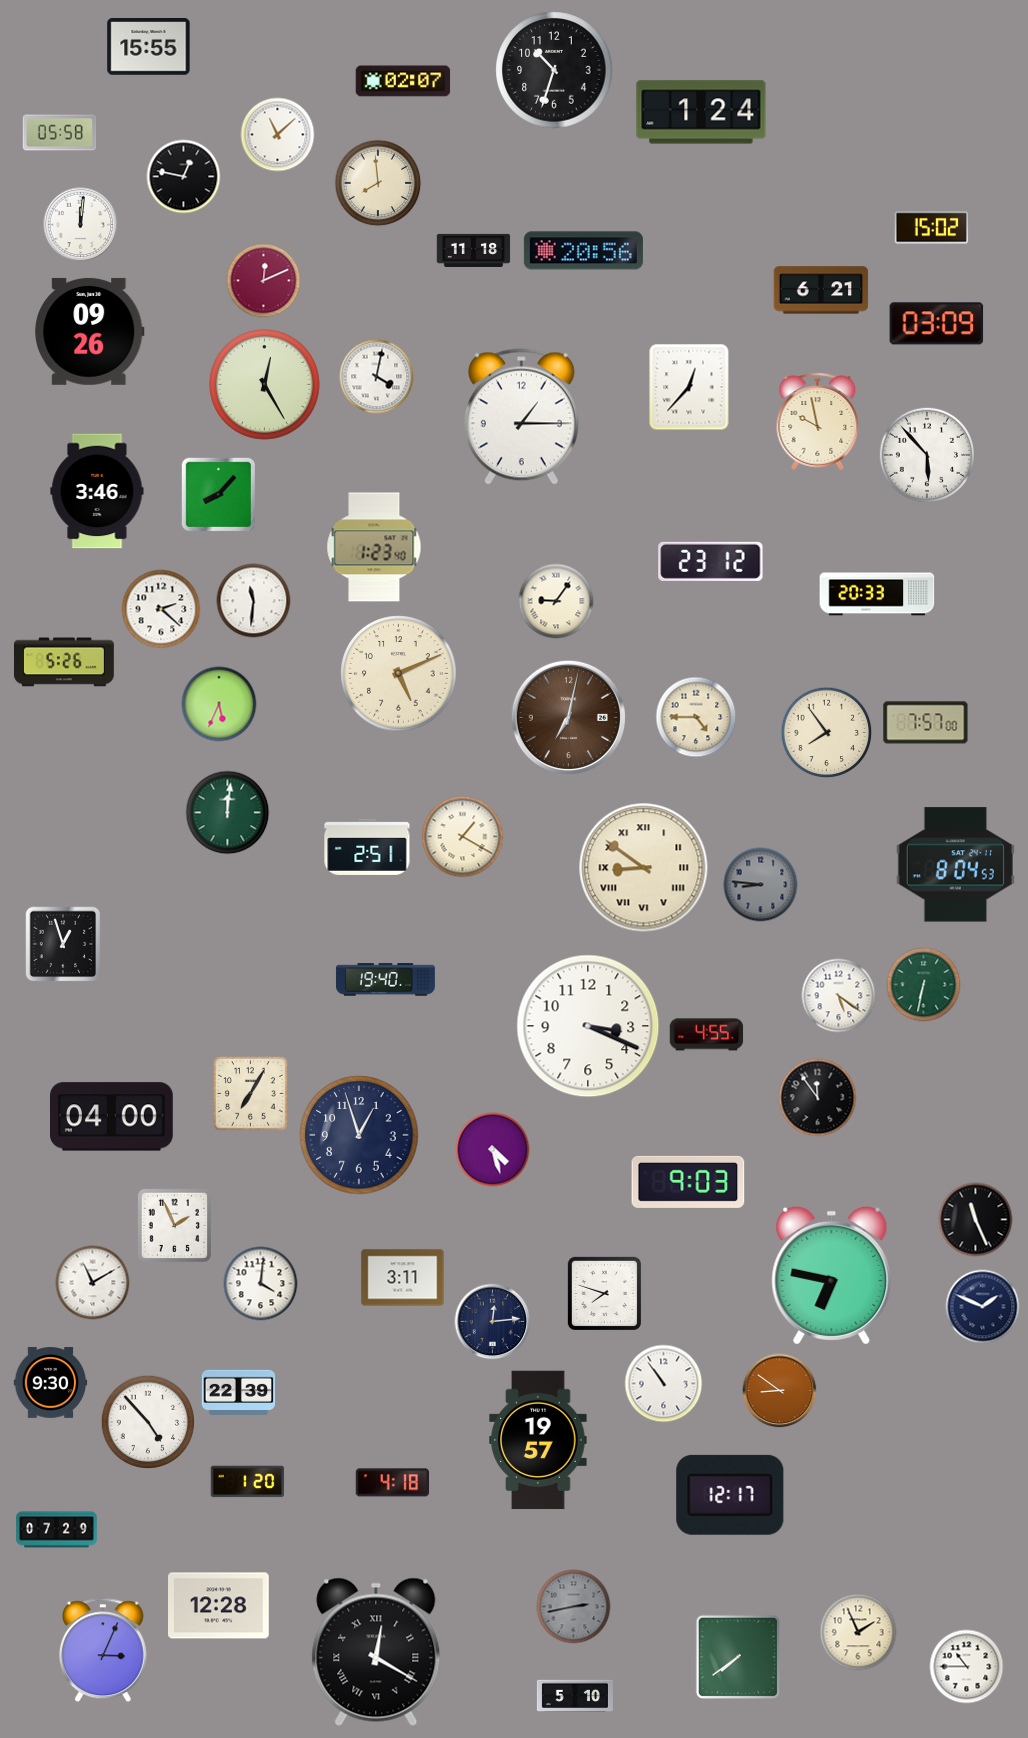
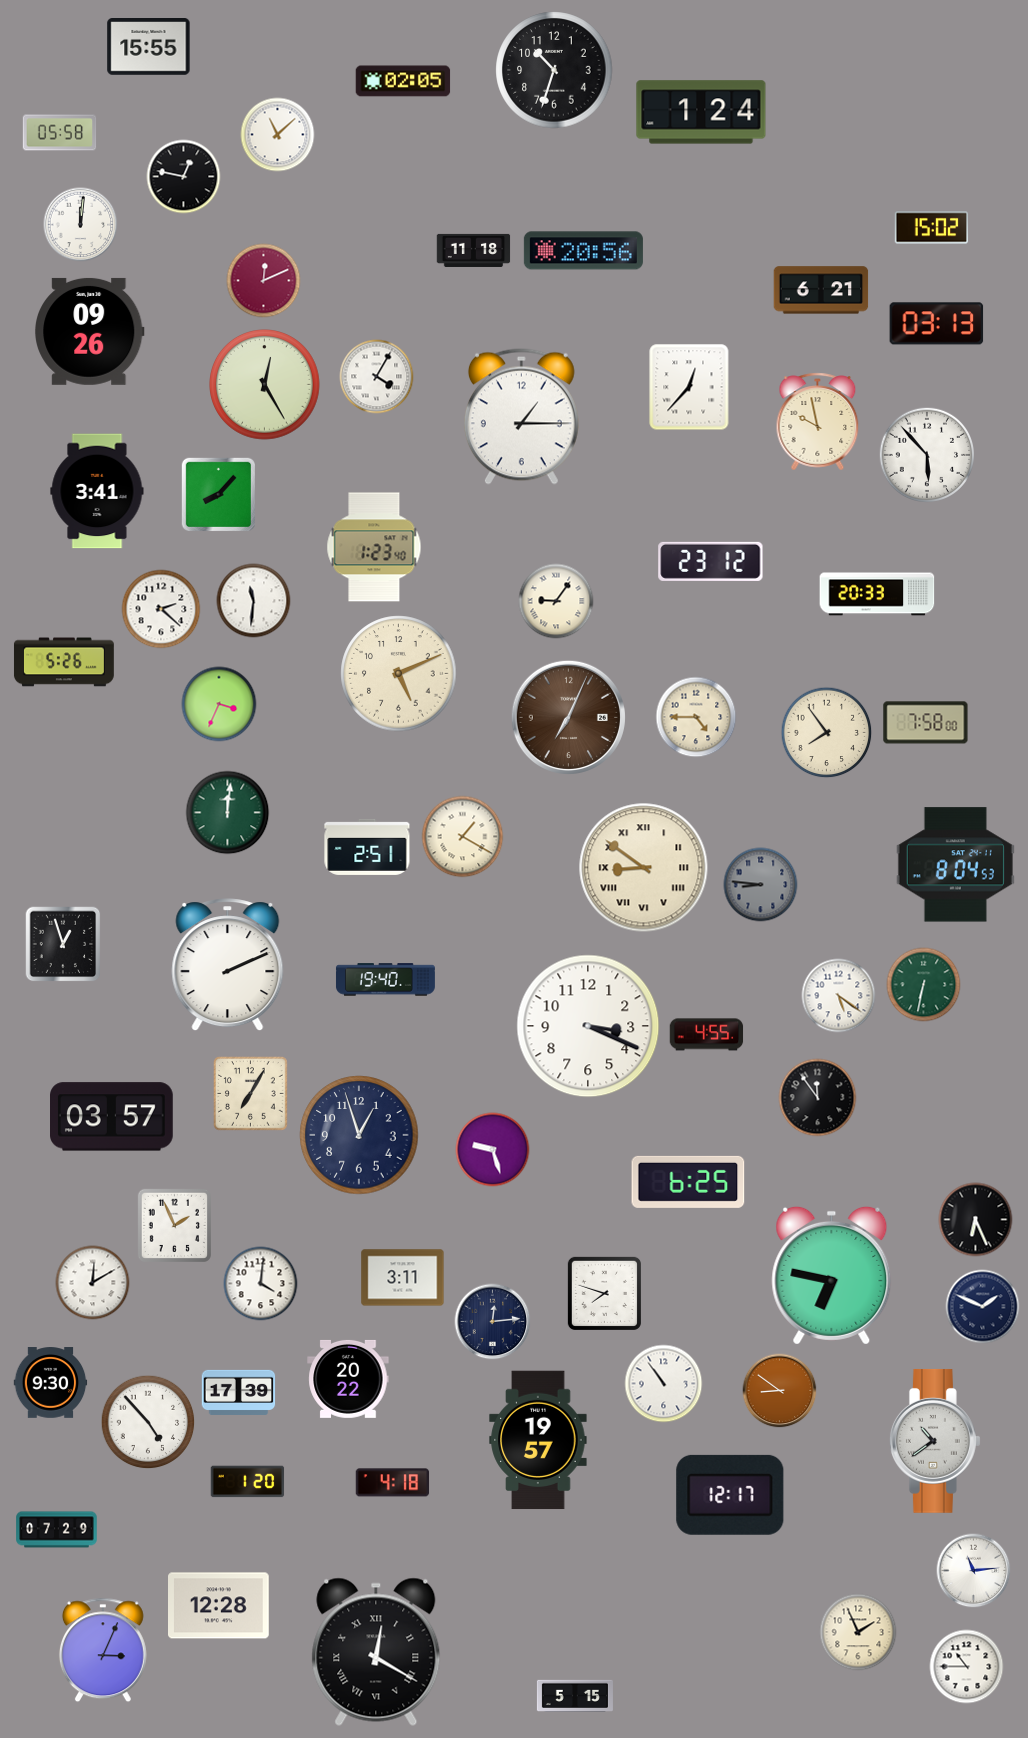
clock at (403, 81): 02:07 -> 02:05
clock at (378, 183): 7:59 -> none
clock at (937, 324): 03:09 -> 03:13
clock at (377, 377): 4:02 -> 4:05
clock at (97, 491): 3:46 -> 3:41
clock at (219, 704): 5:34 -> 3:34
clock at (568, 717): 7:02 -> 7:04
clock at (926, 723): 7:57 -> 7:58
clock at (228, 965): none -> 2:11
clock at (112, 1117): 04:00 -> 03:57
clock at (493, 1150): 4:27 -> 9:27
clock at (688, 1182): 9:03 -> 6:25
clock at (976, 1220): 11:26 -> 6:26
clock at (93, 1283): 11:10 -> 12:10
clock at (348, 1379): none -> 20:22
clock at (239, 1392): 22:39 -> 17:39
clock at (935, 1441): none -> 10:39
clock at (974, 1571): none -> 11:14
clock at (574, 1607): 2:43 -> none
clock at (738, 1657): 7:39 -> none
clock at (575, 1695): 5:10 -> 5:15
